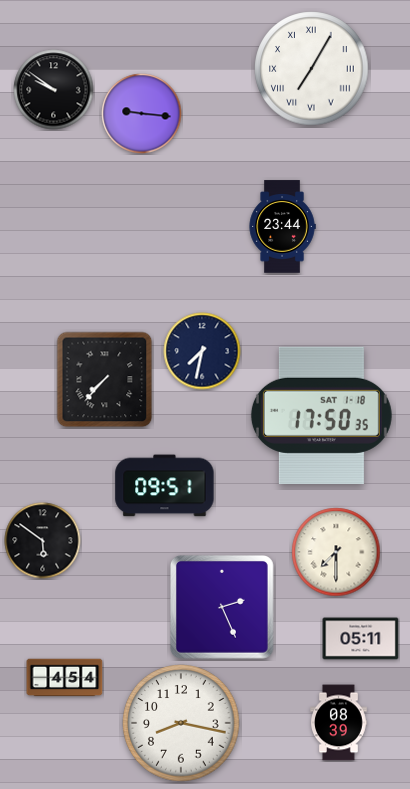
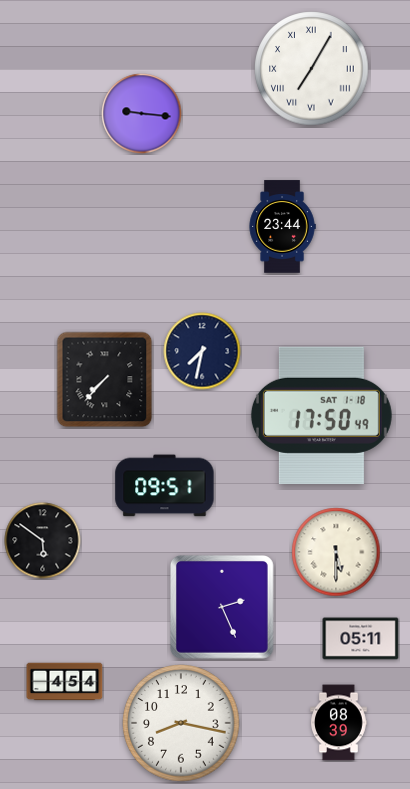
clock at (54, 90): 9:51 -> none
clock at (321, 415): 17:50:35 -> 17:50:49
clock at (336, 552): 7:30 -> 5:30
clock at (65, 678) position: (65, 678) -> (65, 682)
